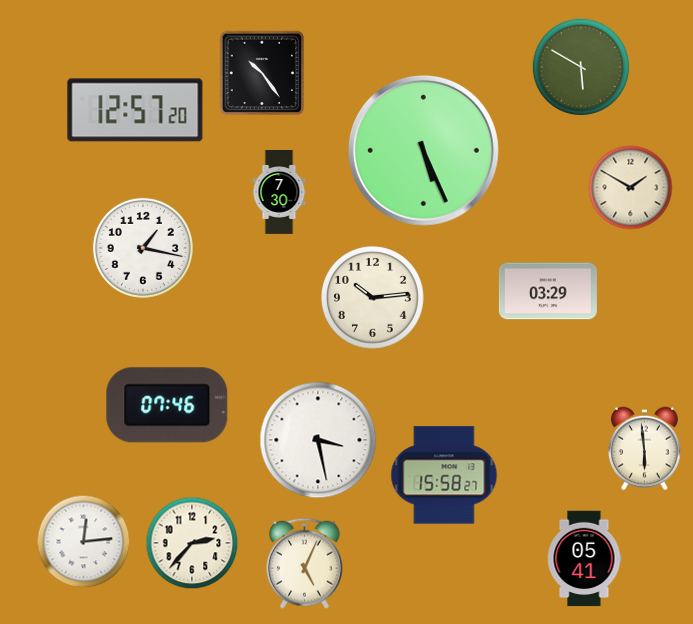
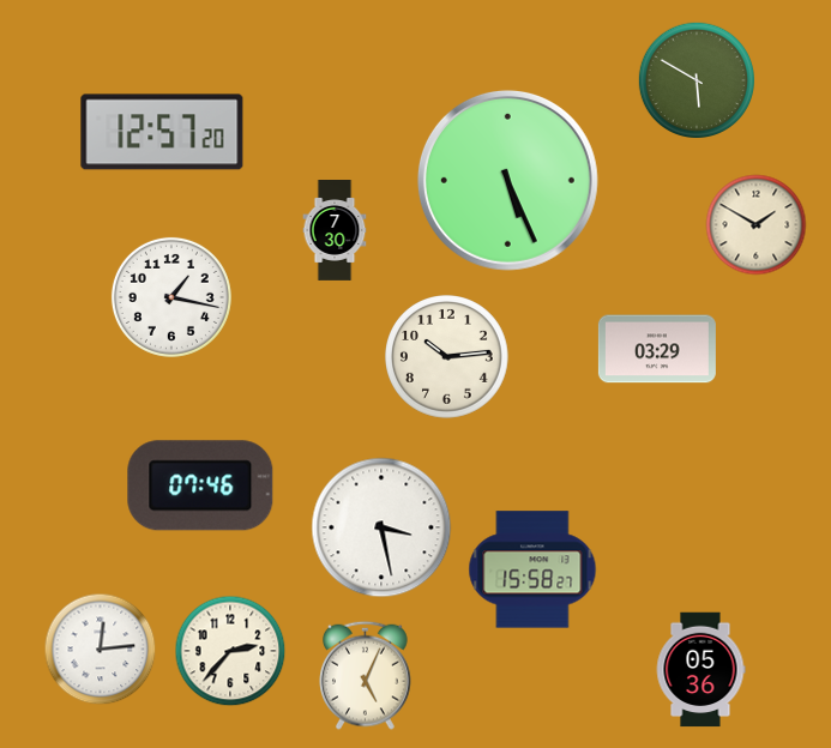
clock at (262, 73): 10:24 -> none
clock at (645, 449): 5:59 -> none
clock at (584, 559): 05:41 -> 05:36
